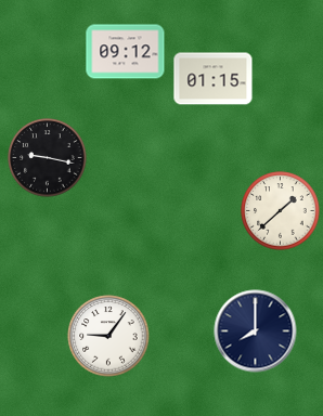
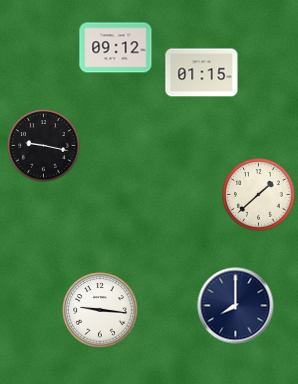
clock at (214, 79) position: (214, 79) -> (202, 73)
clock at (108, 336): 9:06 -> 9:16
